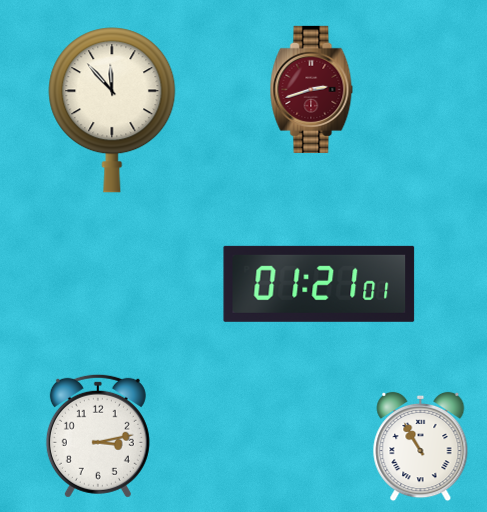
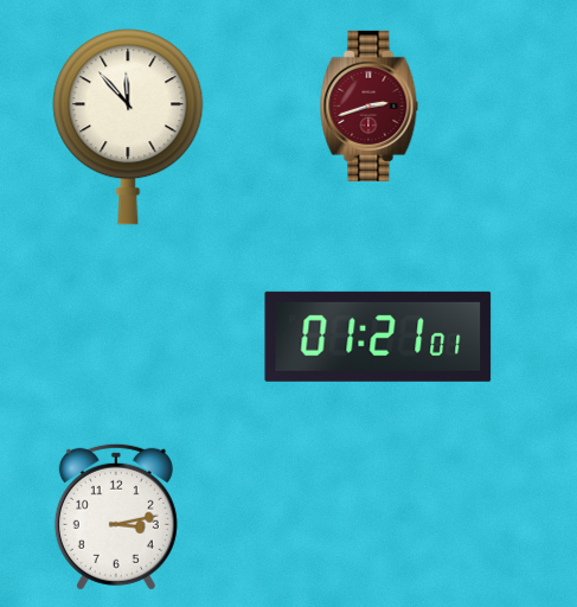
clock at (112, 110) position: (112, 110) -> (128, 127)
clock at (421, 447): 10:55 -> none
